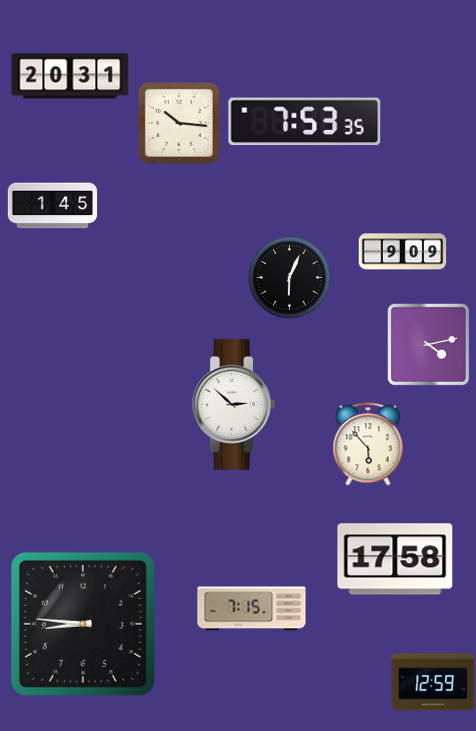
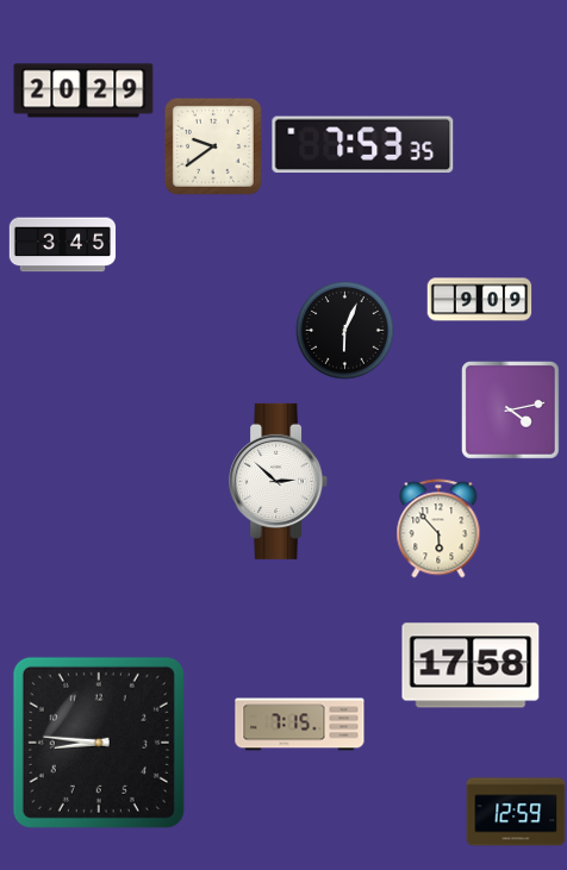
clock at (70, 76): 20:31 -> 20:29
clock at (179, 123): 10:16 -> 9:39
clock at (53, 206): 1:45 -> 3:45
